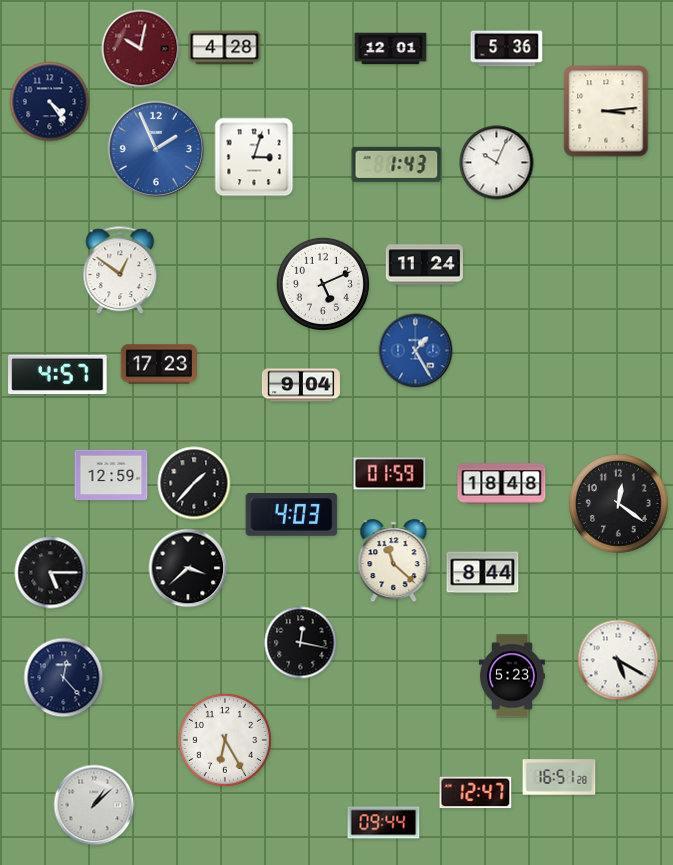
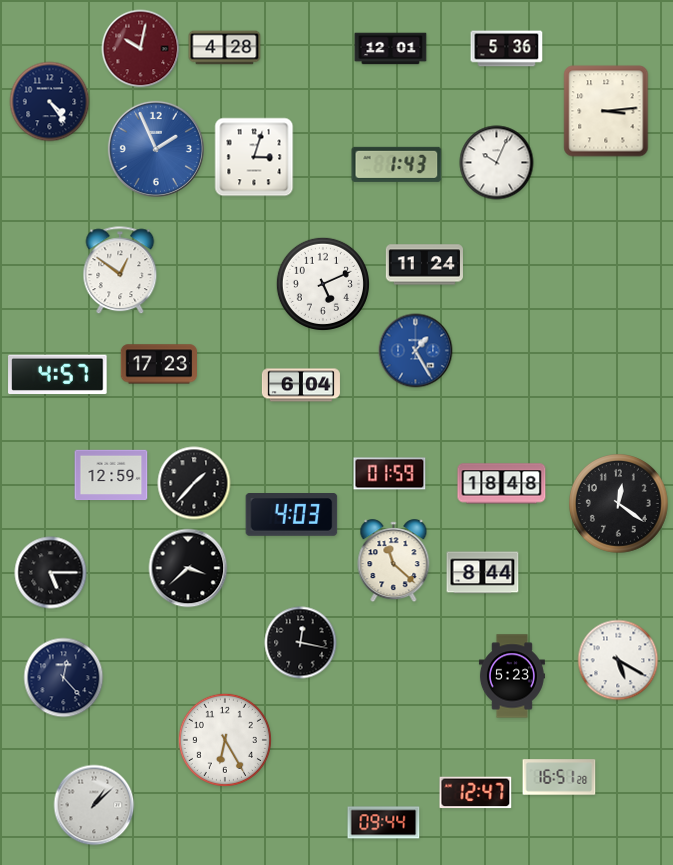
clock at (301, 385): 9:04 -> 6:04
